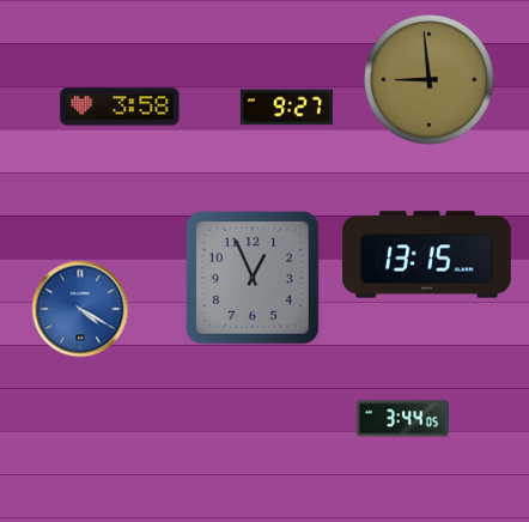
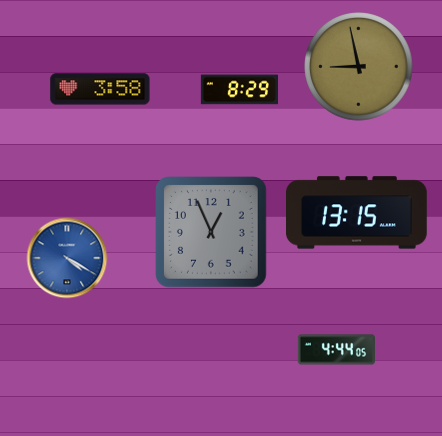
clock at (430, 80): 8:59 -> 8:58
clock at (286, 108): 9:27 -> 8:29
clock at (402, 419): 3:44 -> 4:44
